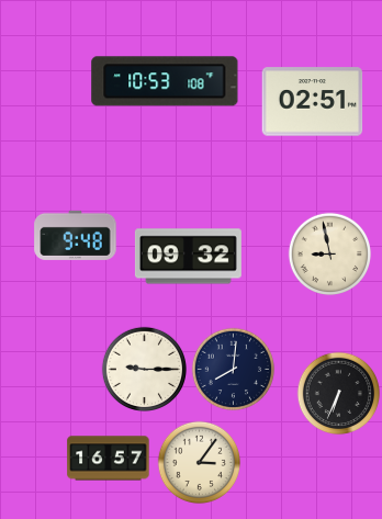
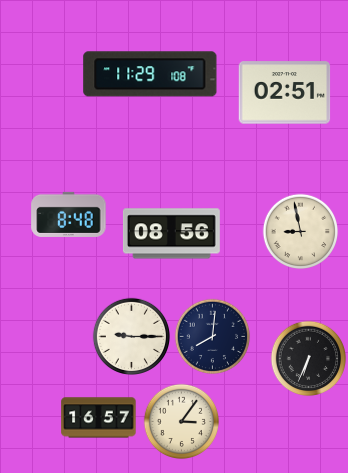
clock at (165, 81): 10:53 -> 11:29
clock at (76, 235): 9:48 -> 8:48
clock at (188, 257): 09:32 -> 08:56
